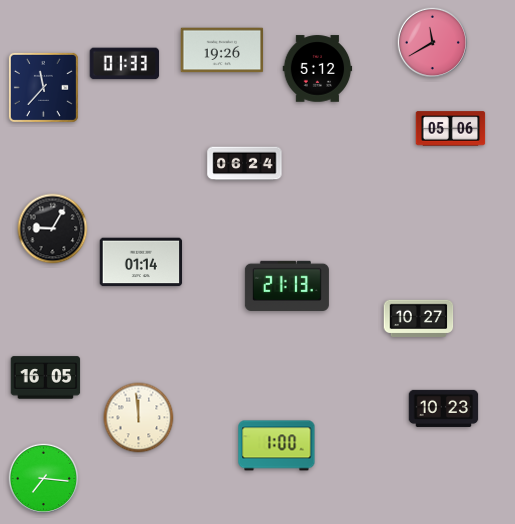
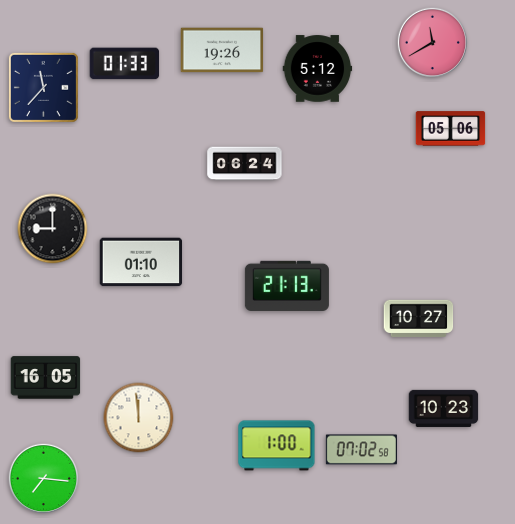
clock at (53, 229): 9:05 -> 9:00
clock at (141, 262): 01:14 -> 01:10
clock at (361, 450): none -> 07:02
